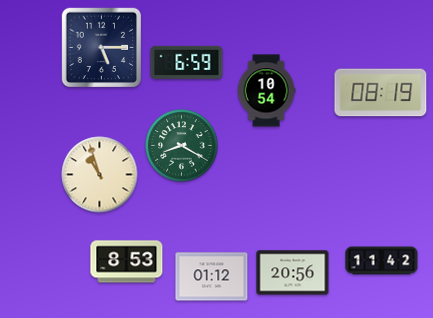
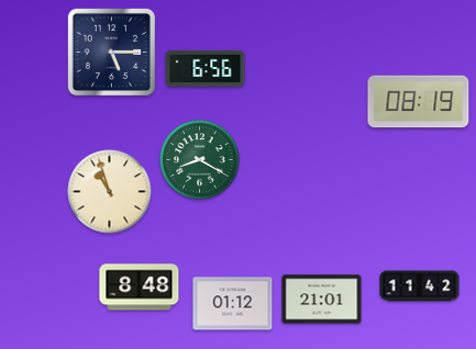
clock at (187, 62): 6:59 -> 6:56
clock at (266, 91): 10:54 -> none
clock at (127, 262): 8:53 -> 8:48
clock at (293, 273): 20:56 -> 21:01
